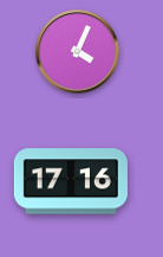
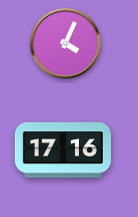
clock at (71, 181) position: (71, 181) -> (63, 150)
